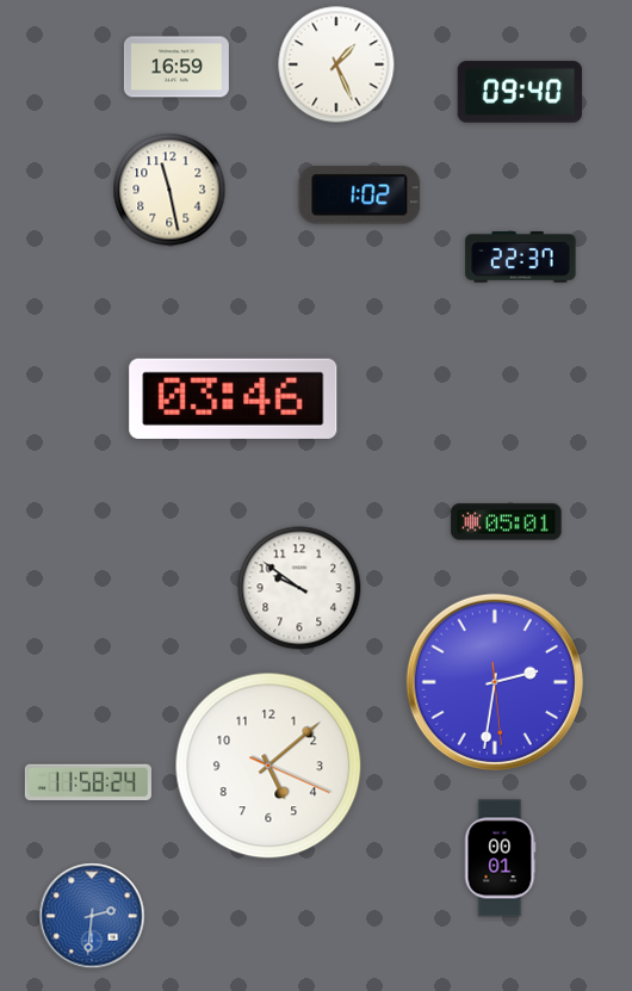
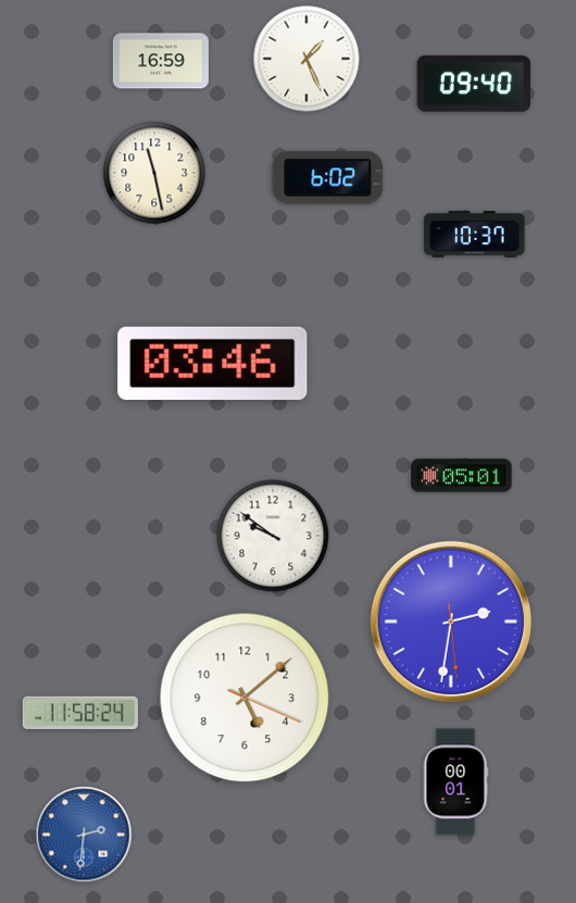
clock at (360, 196): 1:02 -> 6:02
clock at (521, 258): 22:37 -> 10:37
